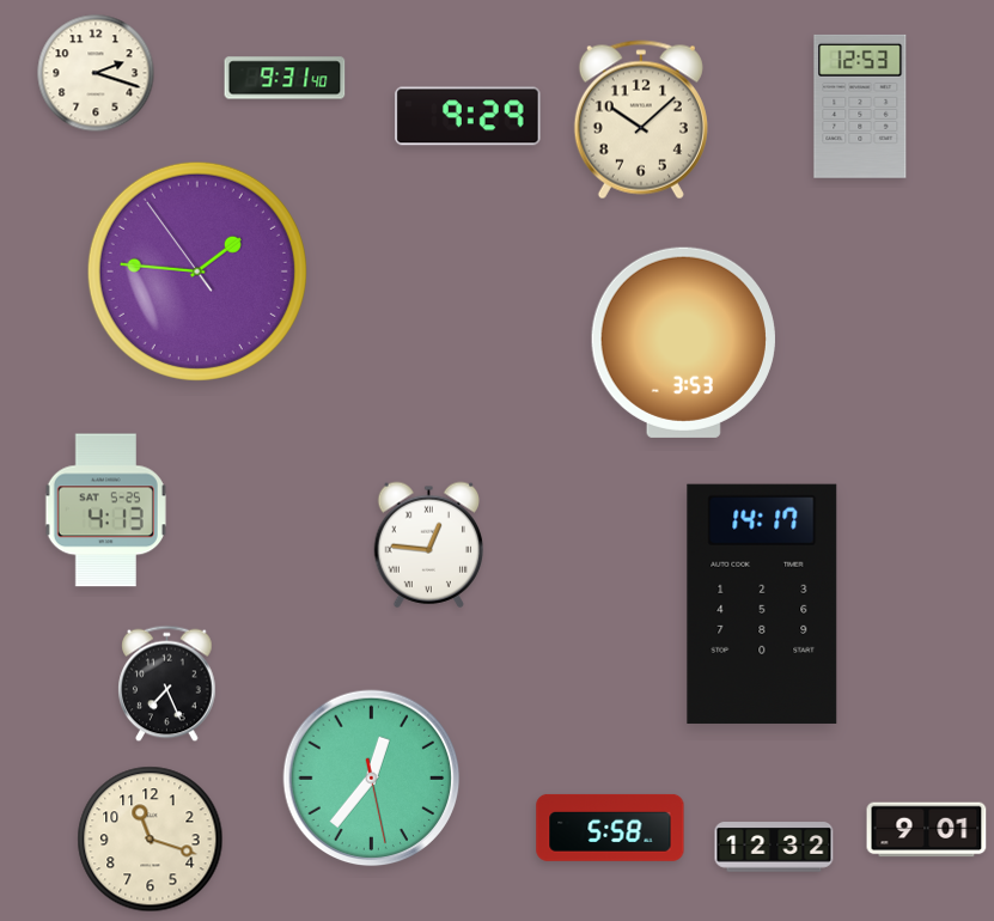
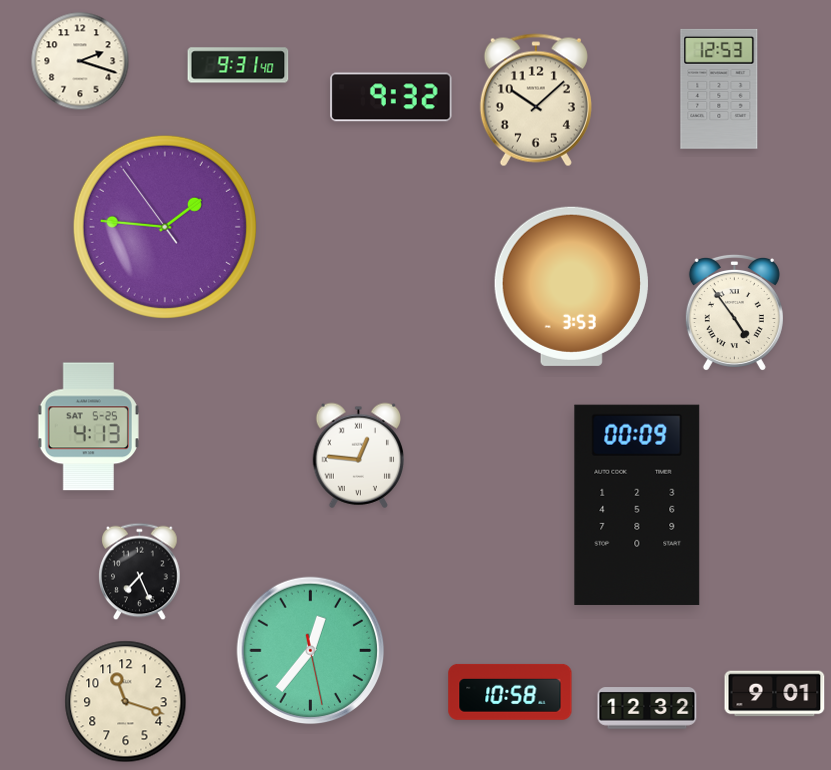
clock at (468, 116): 9:29 -> 9:32
clock at (734, 312): none -> 4:54
clock at (762, 604): 14:17 -> 00:09
clock at (610, 828): 5:58 -> 10:58
